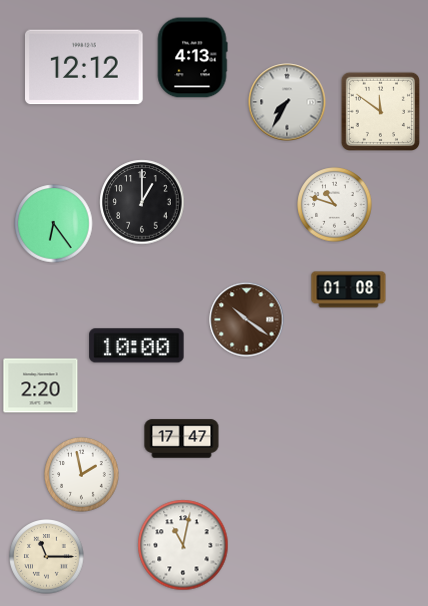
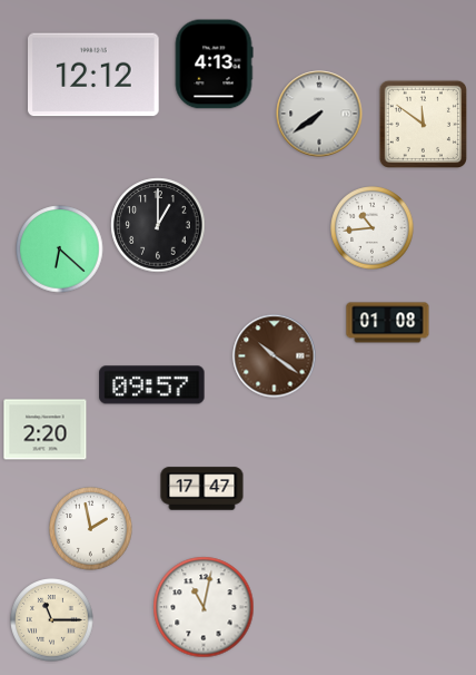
clock at (287, 102): 7:35 -> 7:39
clock at (335, 205): 10:48 -> 10:44
clock at (54, 224): 6:24 -> 6:22
clock at (137, 346): 10:00 -> 09:57
